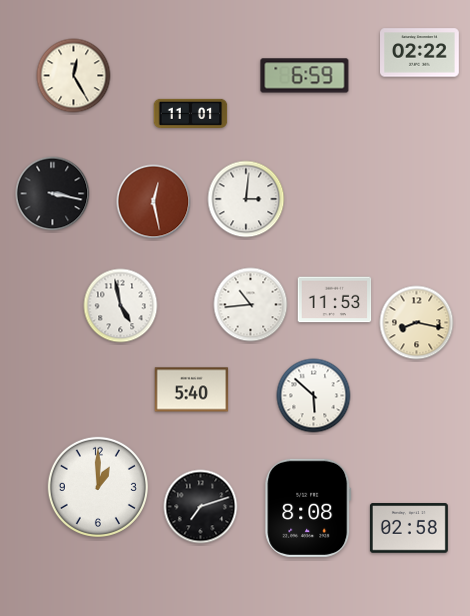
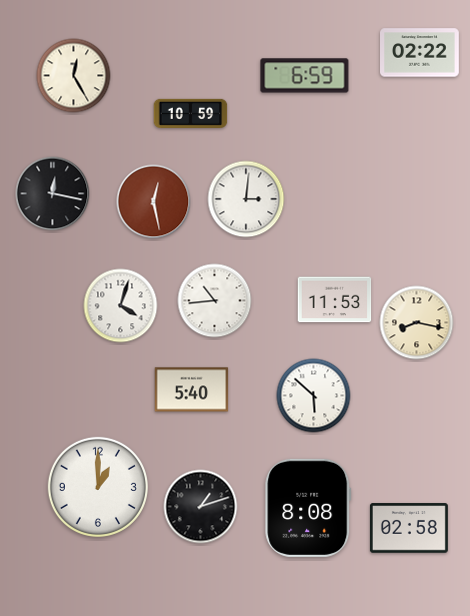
clock at (191, 113): 11:01 -> 10:59
clock at (53, 194): 3:17 -> 12:17
clock at (251, 305) position: (251, 305) -> (215, 301)
clock at (121, 306): 4:58 -> 4:03
clock at (201, 507): 7:12 -> 1:12
